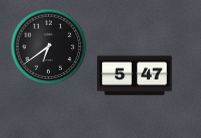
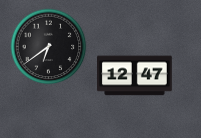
clock at (135, 76): 5:47 -> 12:47
